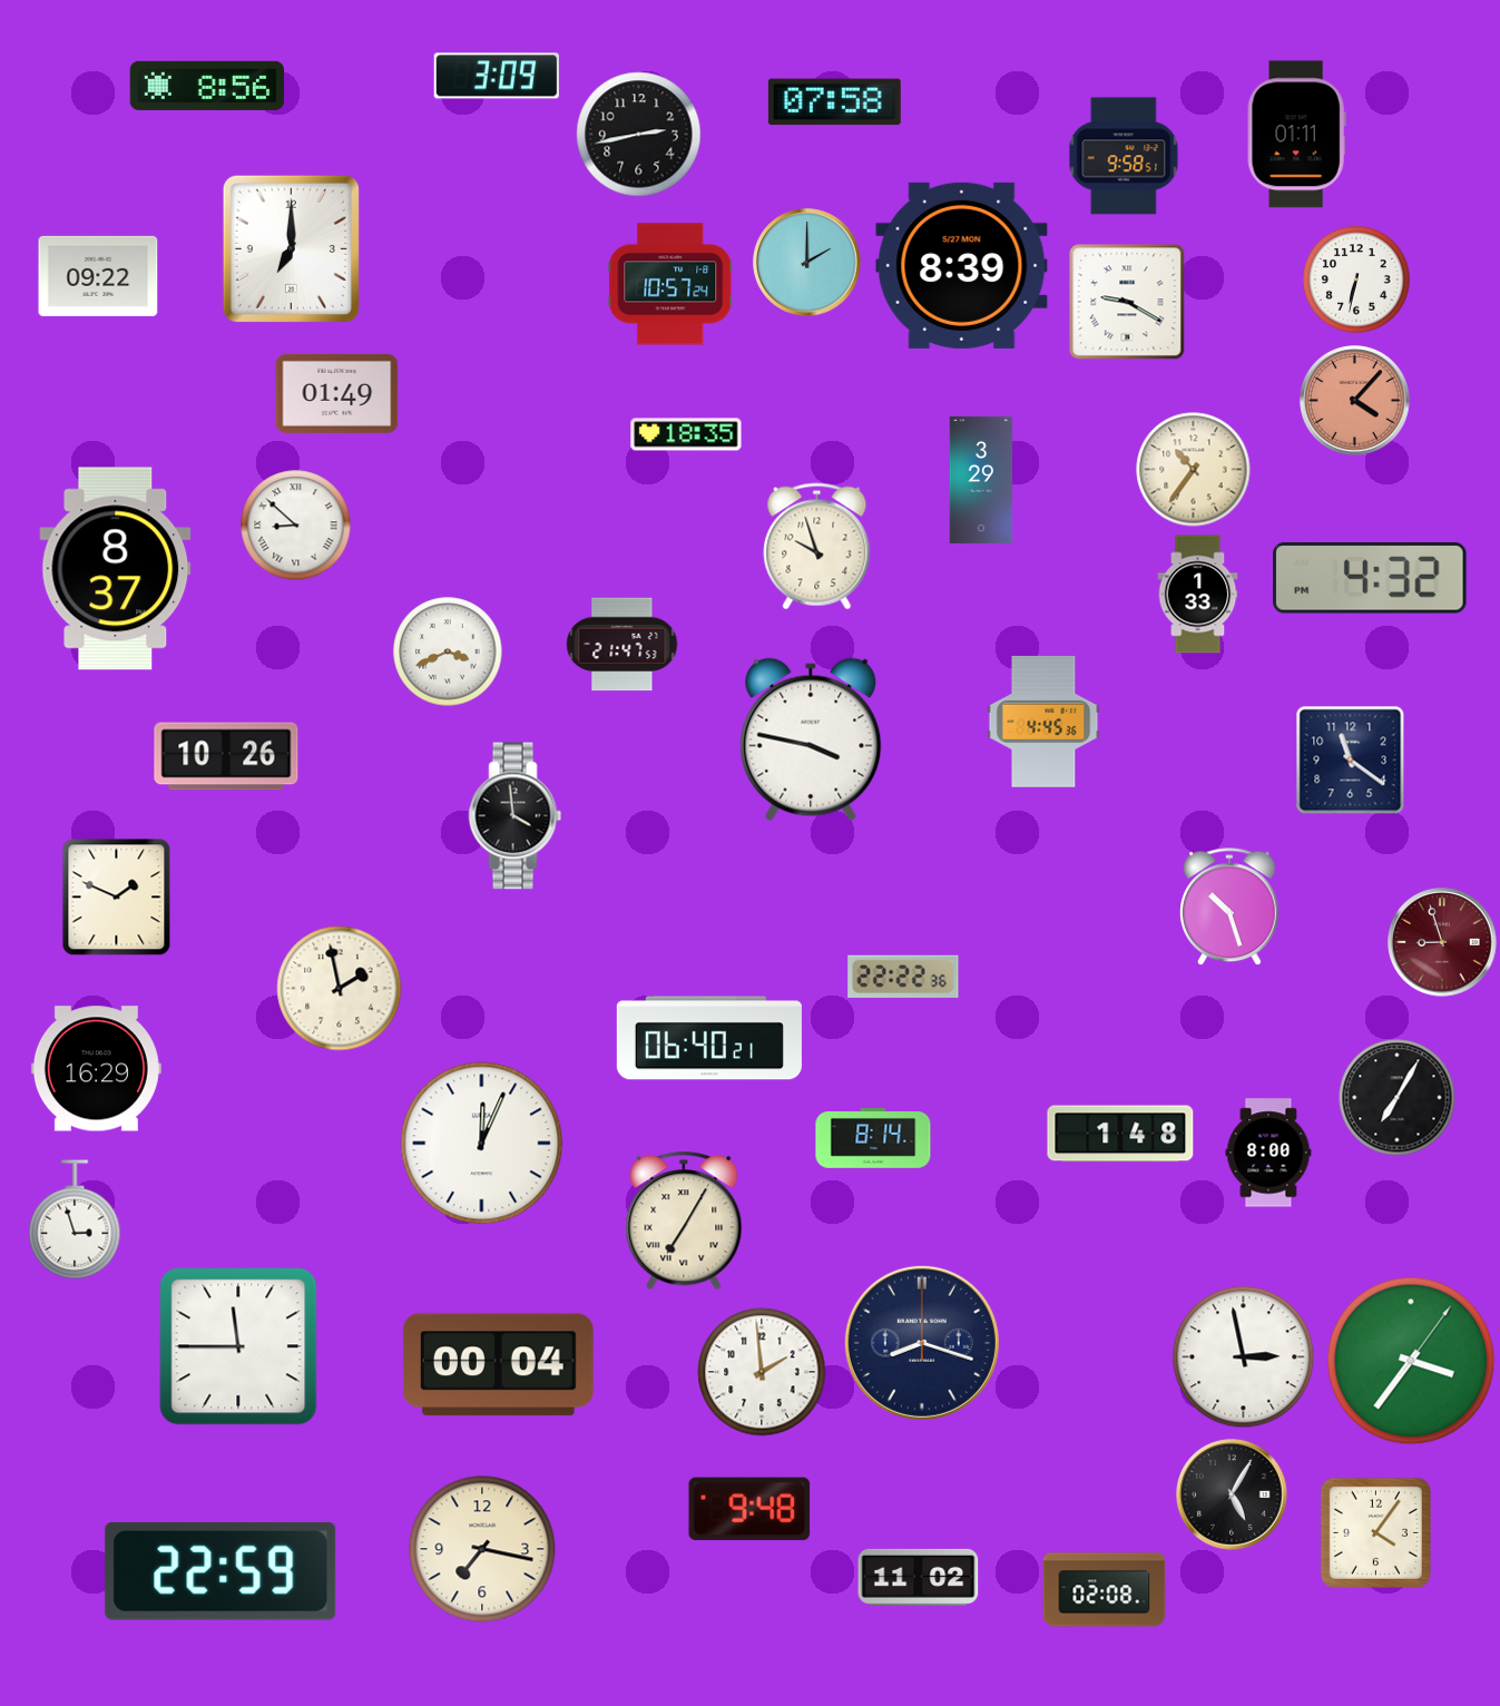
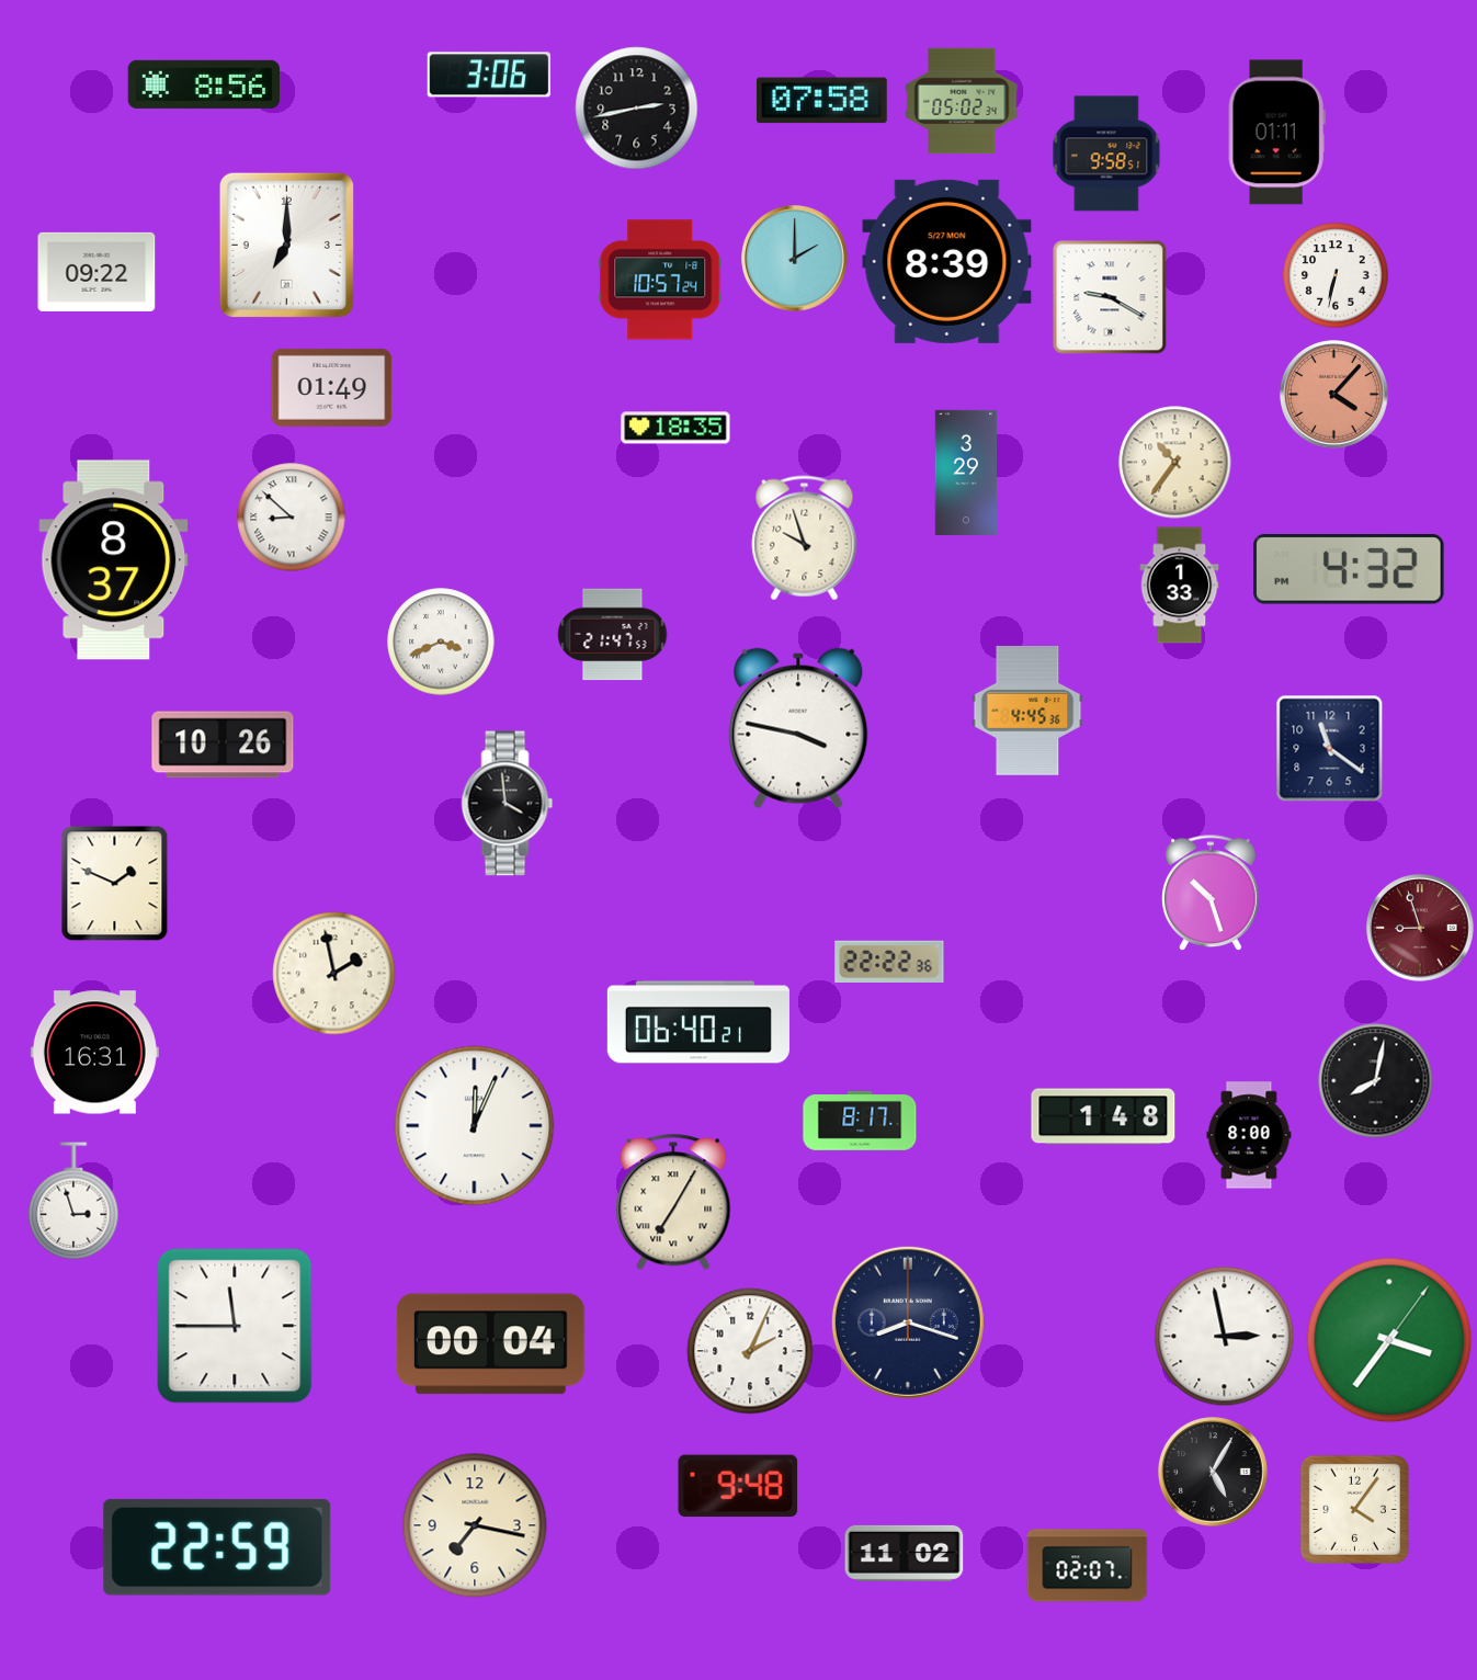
clock at (496, 76): 3:09 -> 3:06
clock at (962, 101): none -> 05:02
clock at (639, 135) position: (639, 135) -> (637, 109)
clock at (96, 1069): 16:29 -> 16:31
clock at (1398, 1098): 7:05 -> 8:02
clock at (873, 1138): 8:14 -> 8:17
clock at (762, 1372): 1:59 -> 2:04
clock at (1105, 1590): 02:08 -> 02:07
